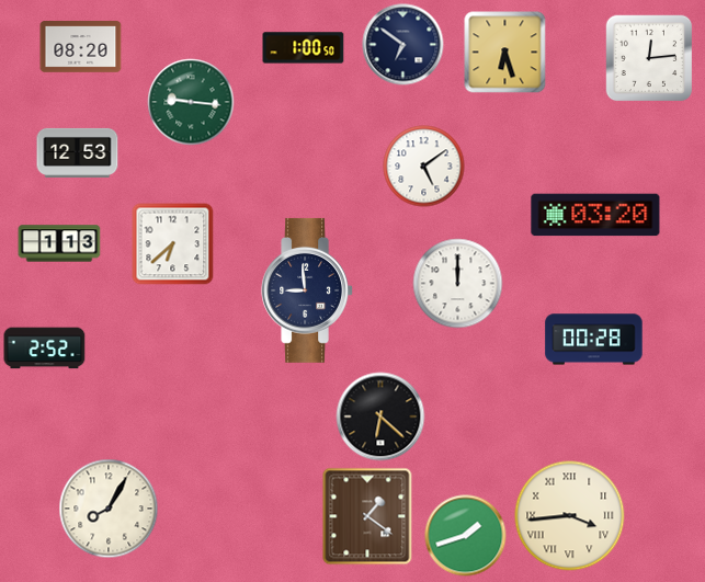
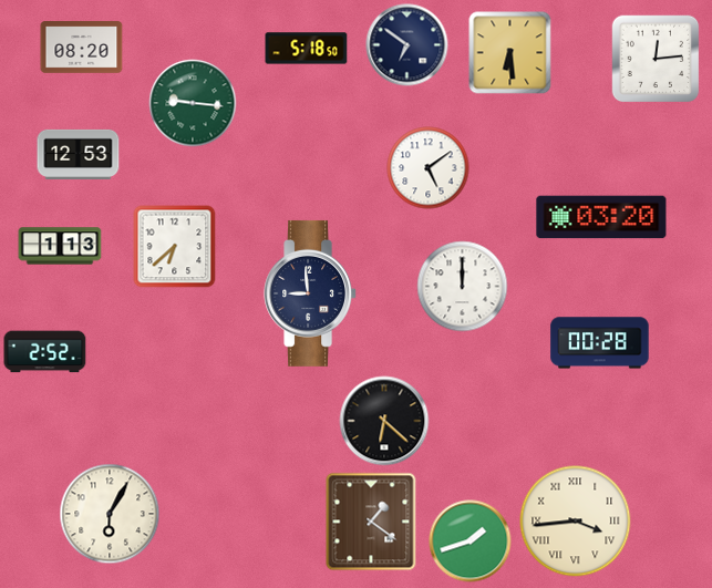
clock at (304, 48): 1:00 -> 5:18
clock at (505, 53): 6:27 -> 6:29
clock at (109, 509): 8:05 -> 6:05
